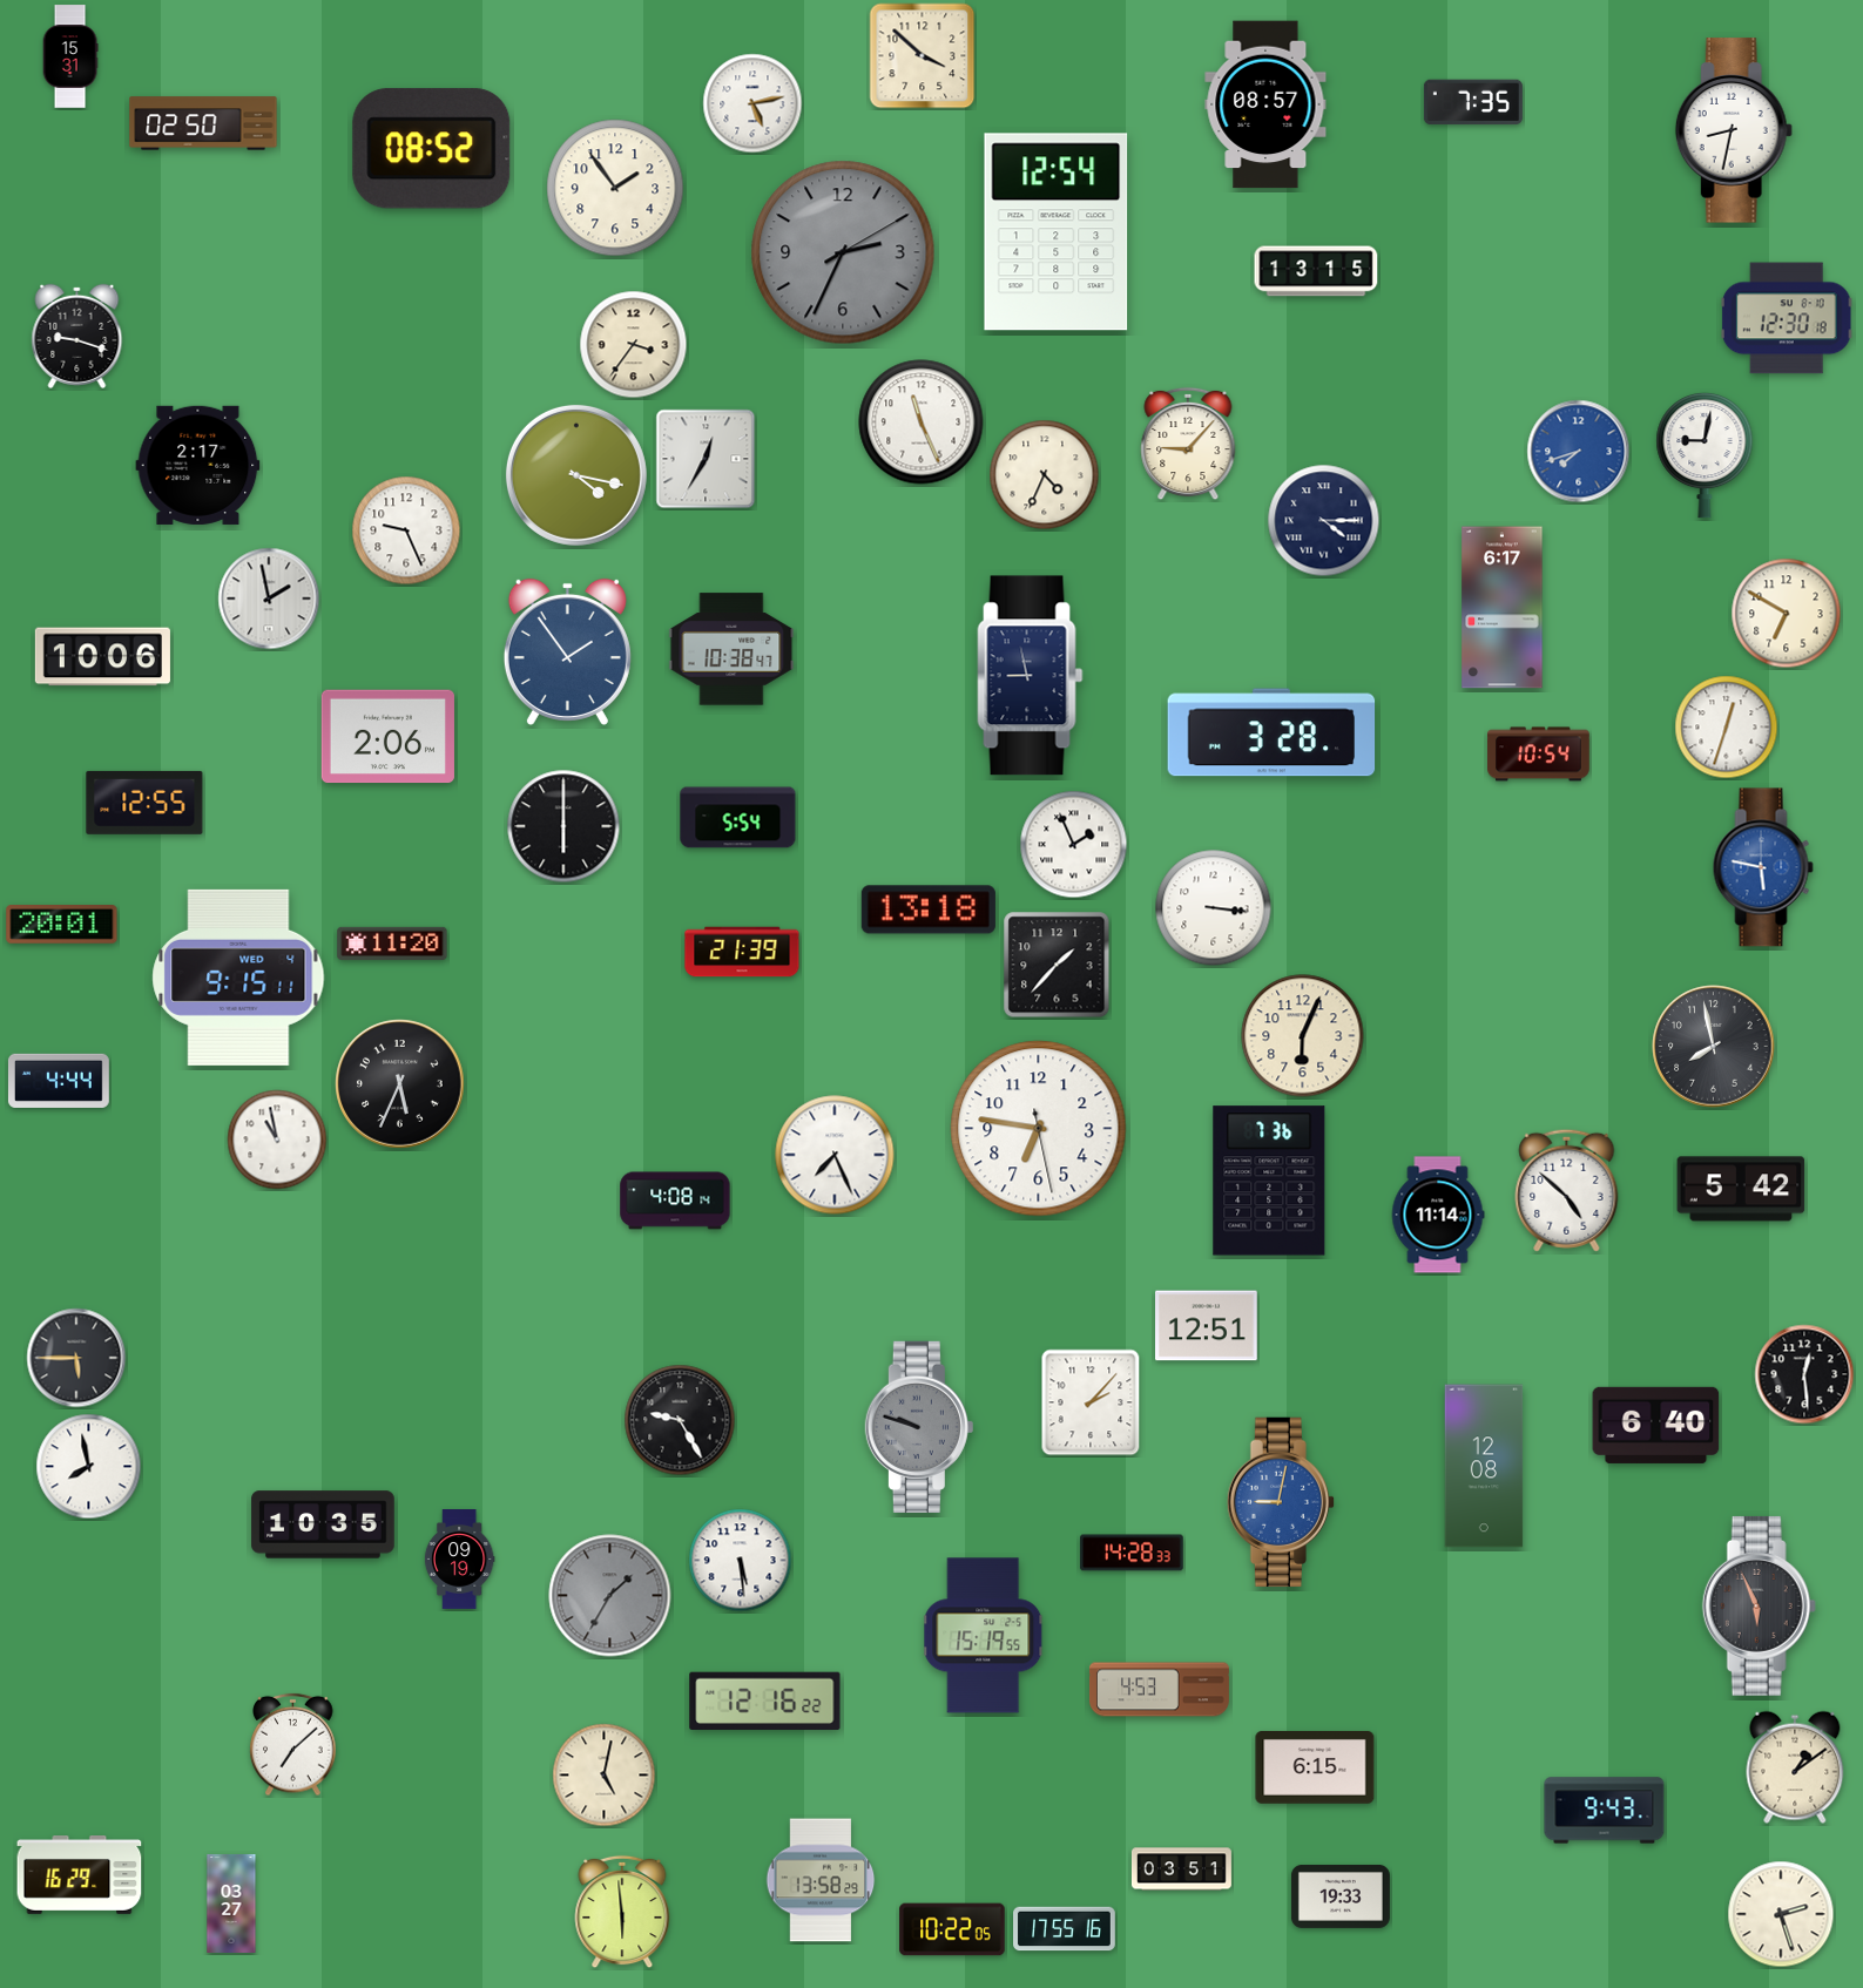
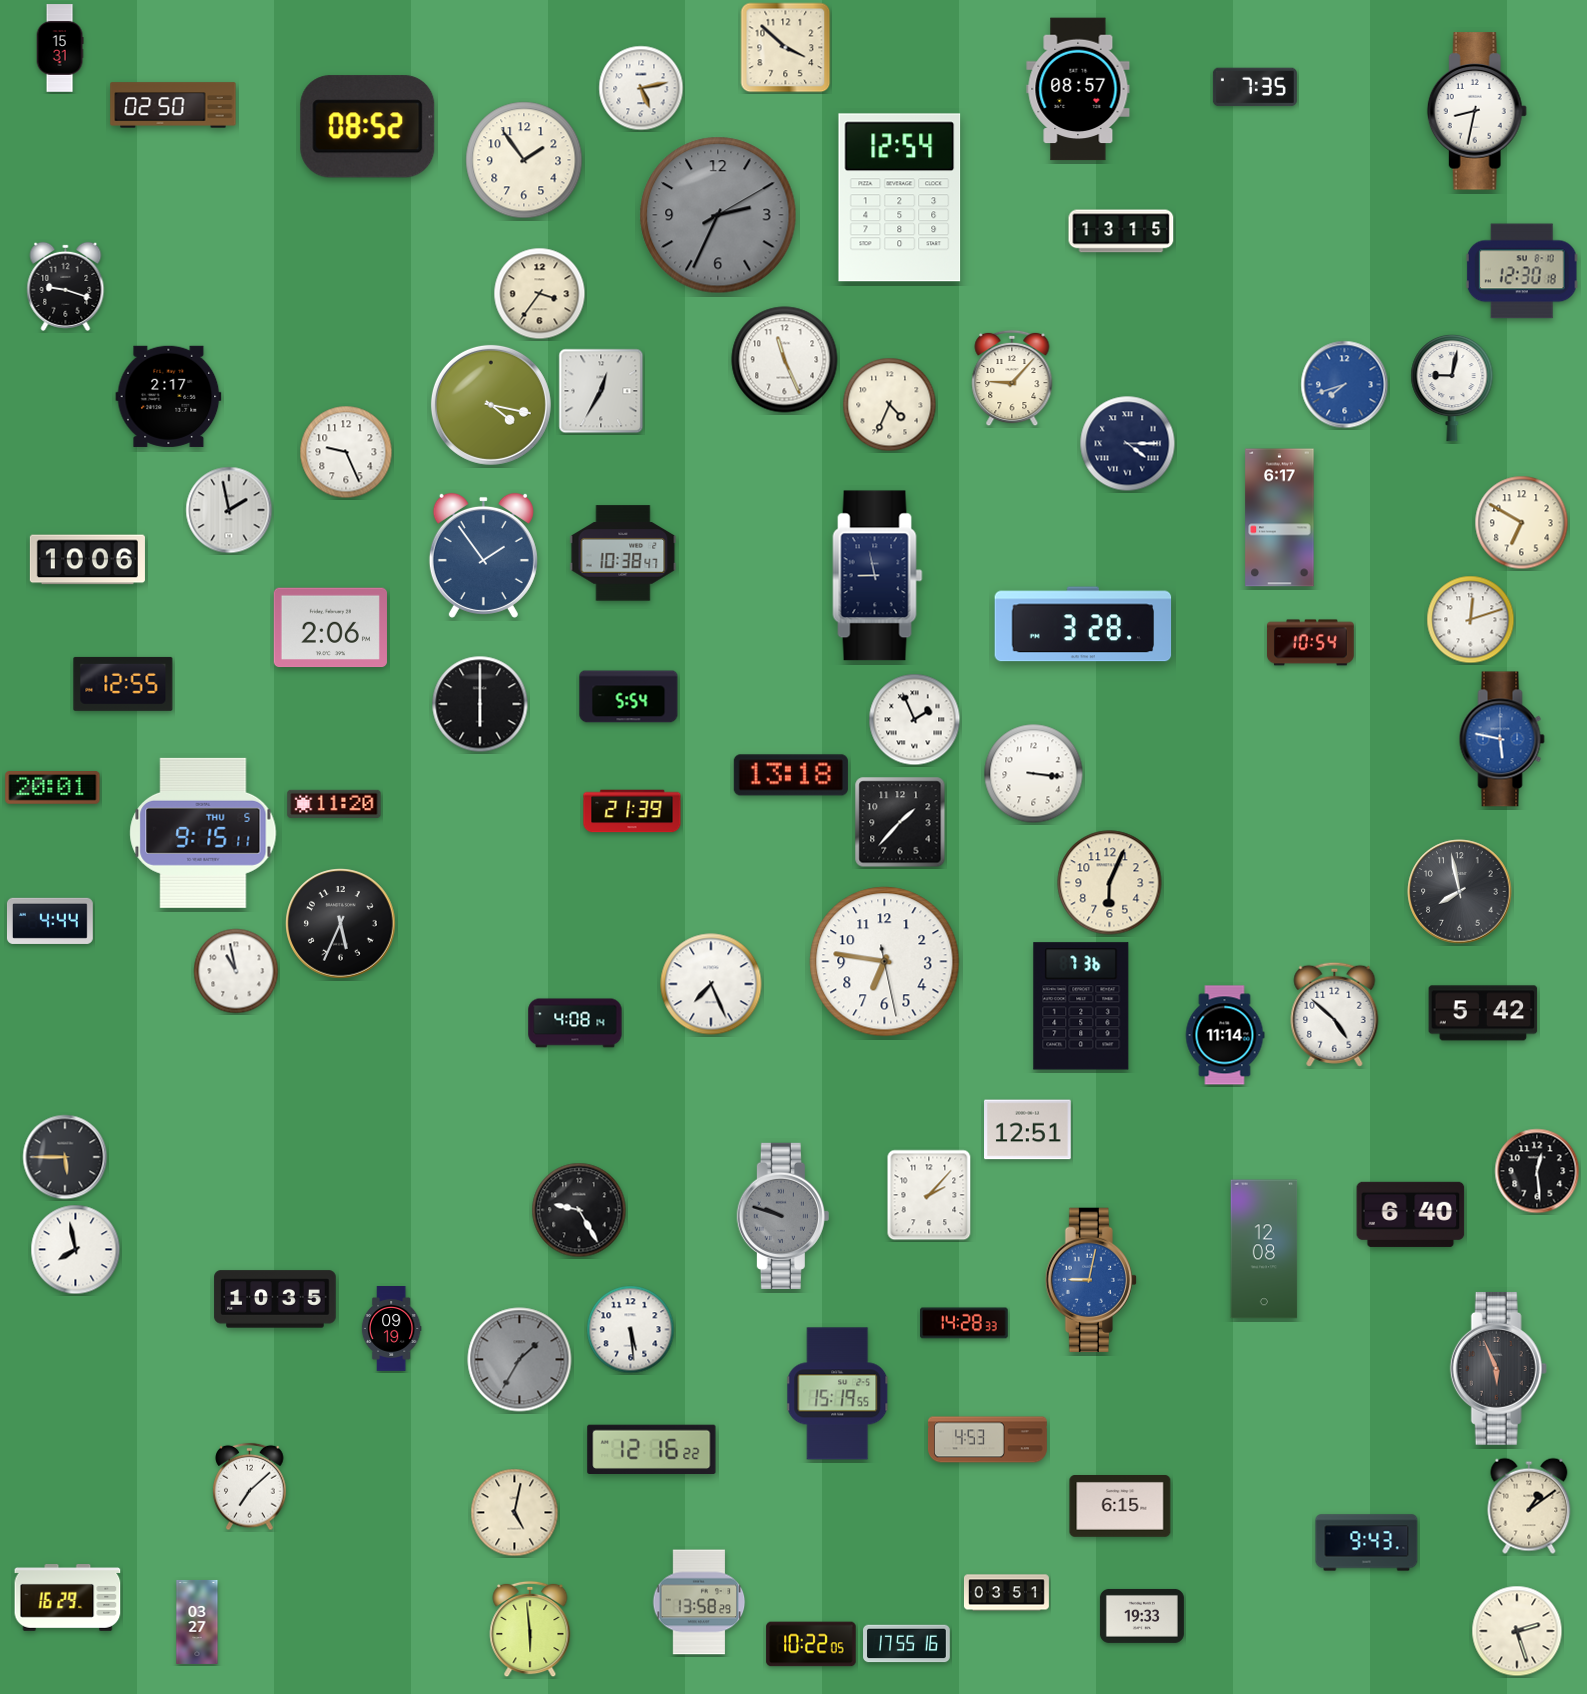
clock at (1727, 728): 12:33 -> 12:12
clock at (238, 978) date: WED 4 -> THU 5
